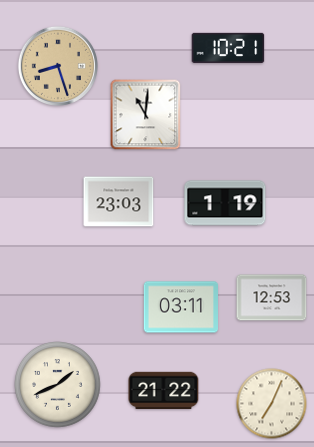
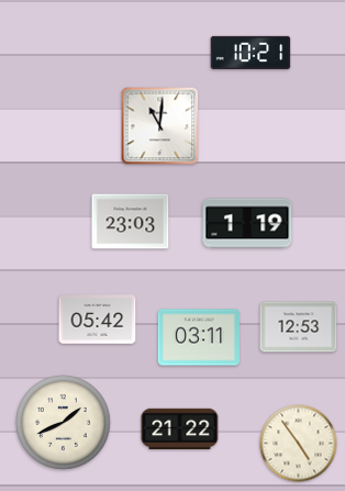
clock at (58, 66): 8:27 -> none
clock at (98, 320): none -> 05:42
clock at (272, 404): 7:04 -> 4:54
